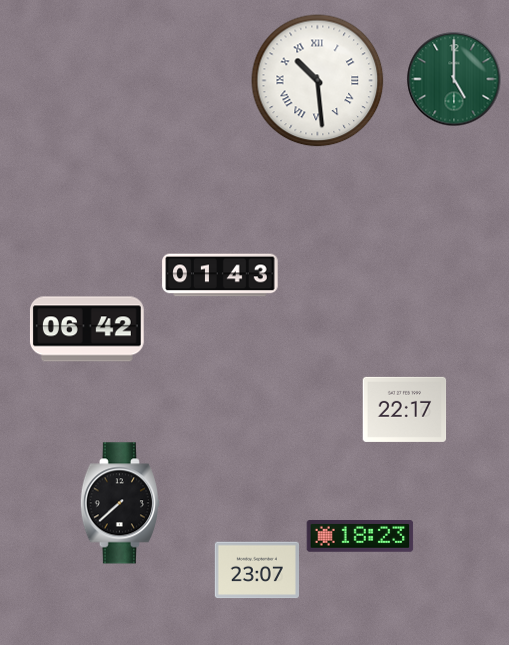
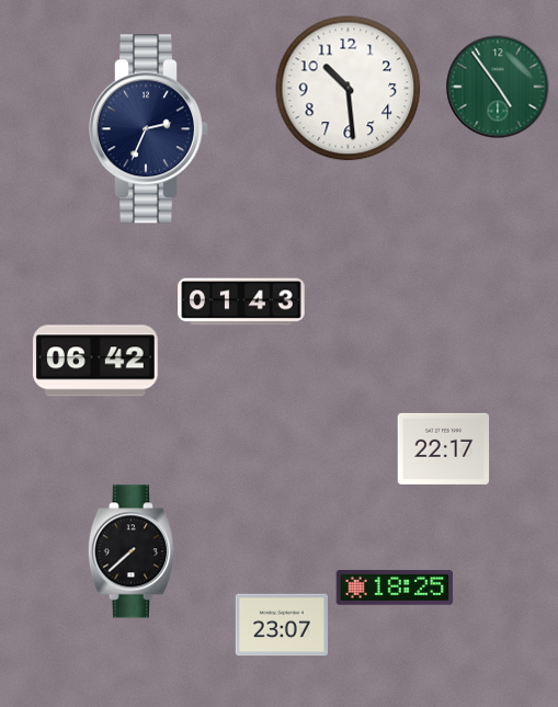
clock at (454, 79): 5:00 -> 4:54
clock at (318, 81) numerals: Roman -> Arabic
clock at (148, 129): none -> 2:34
clock at (360, 537): 18:23 -> 18:25
